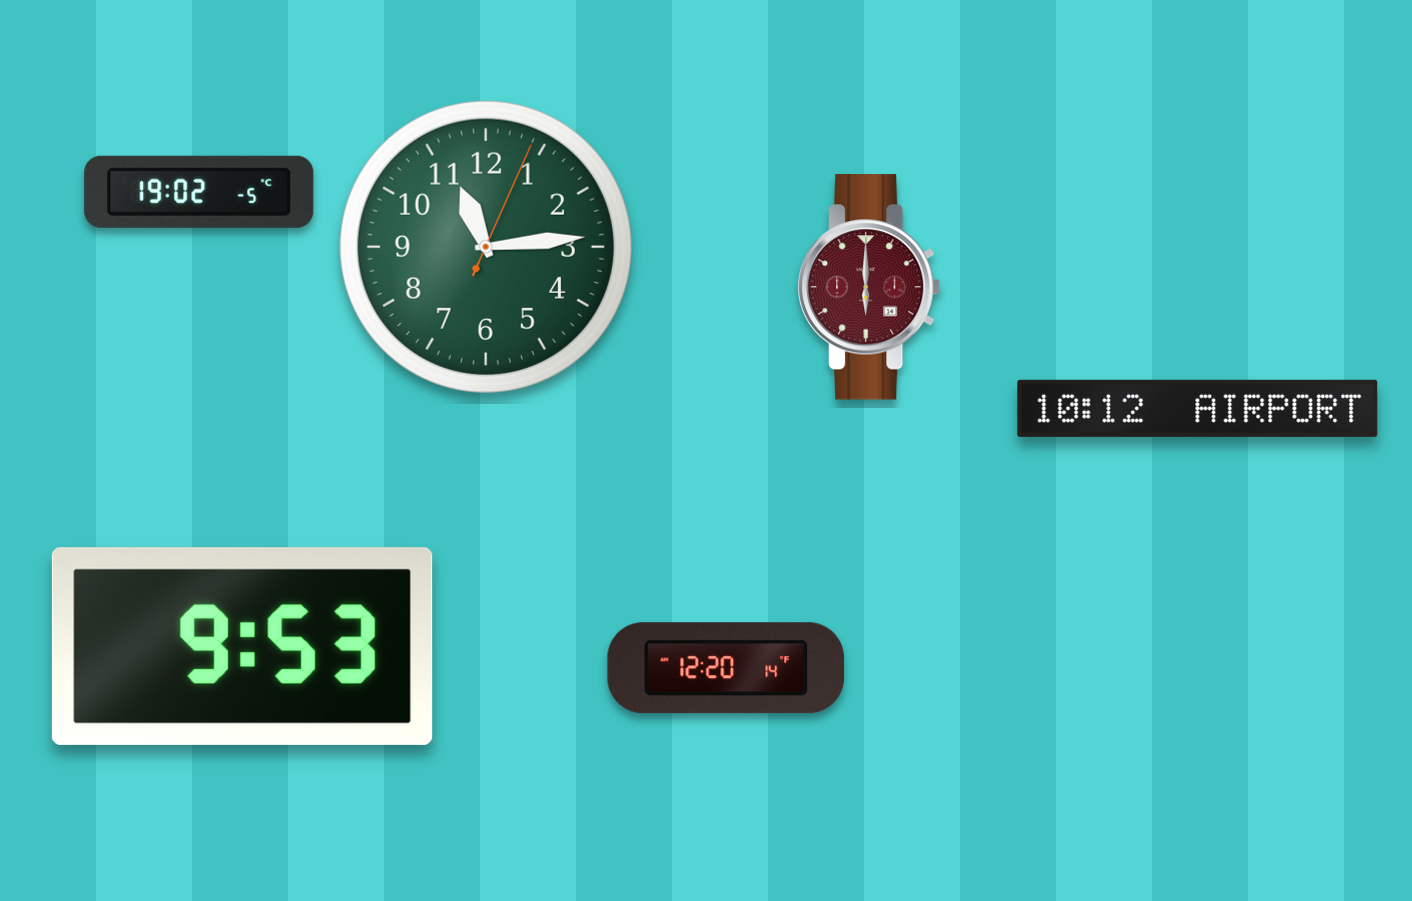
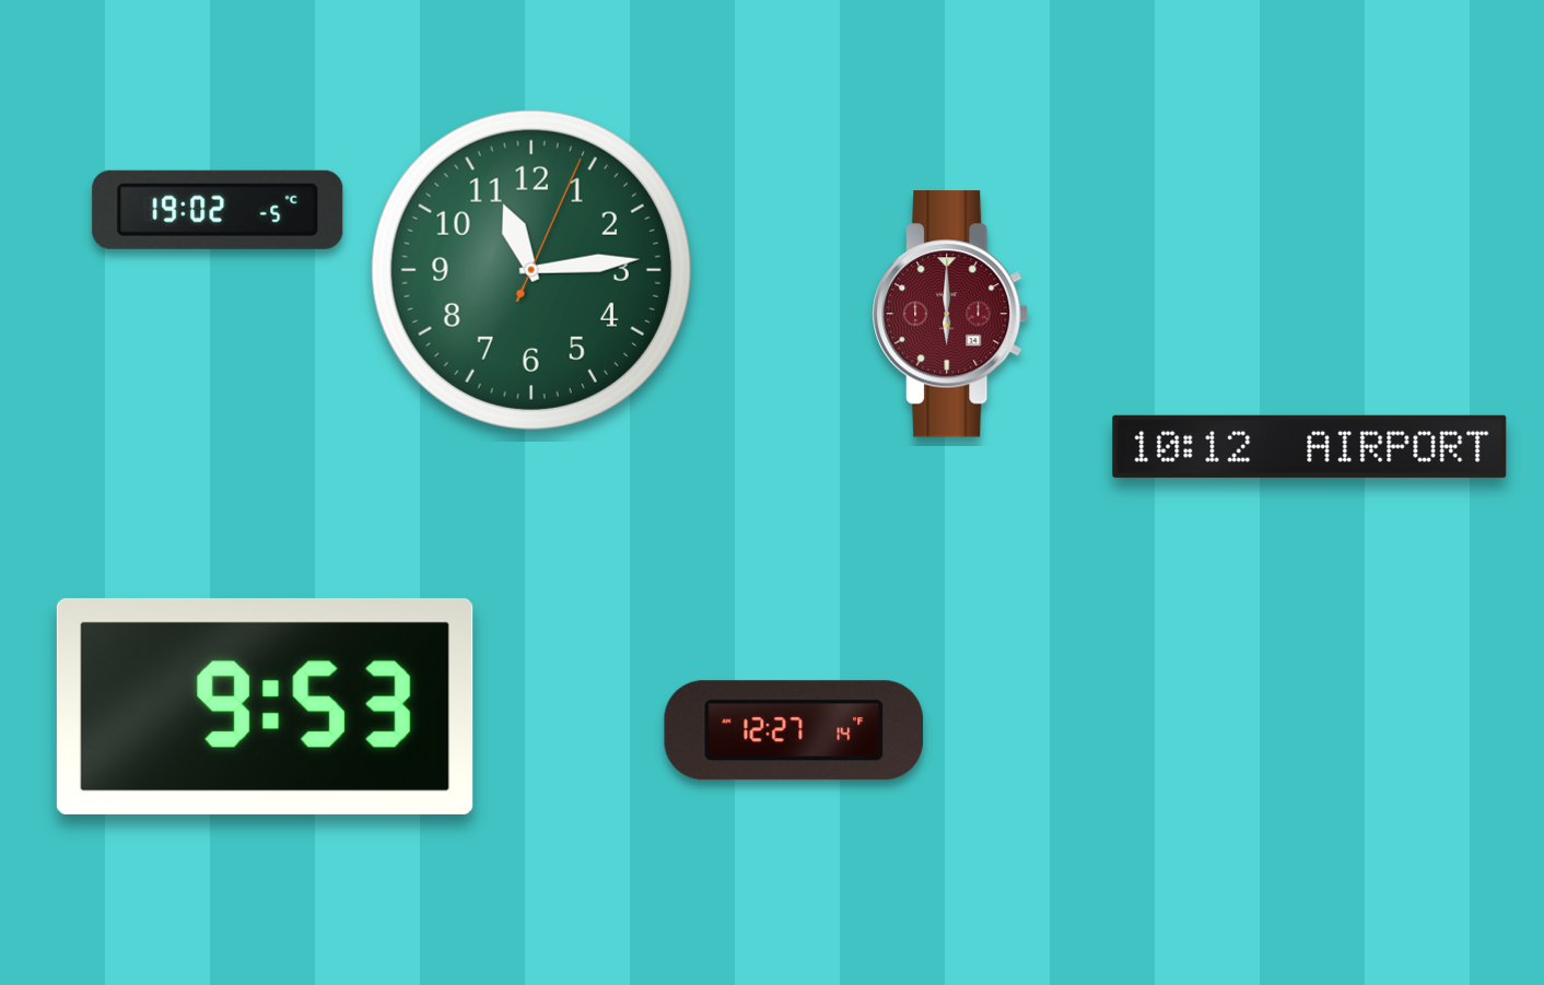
clock at (725, 668): 12:20 -> 12:27
